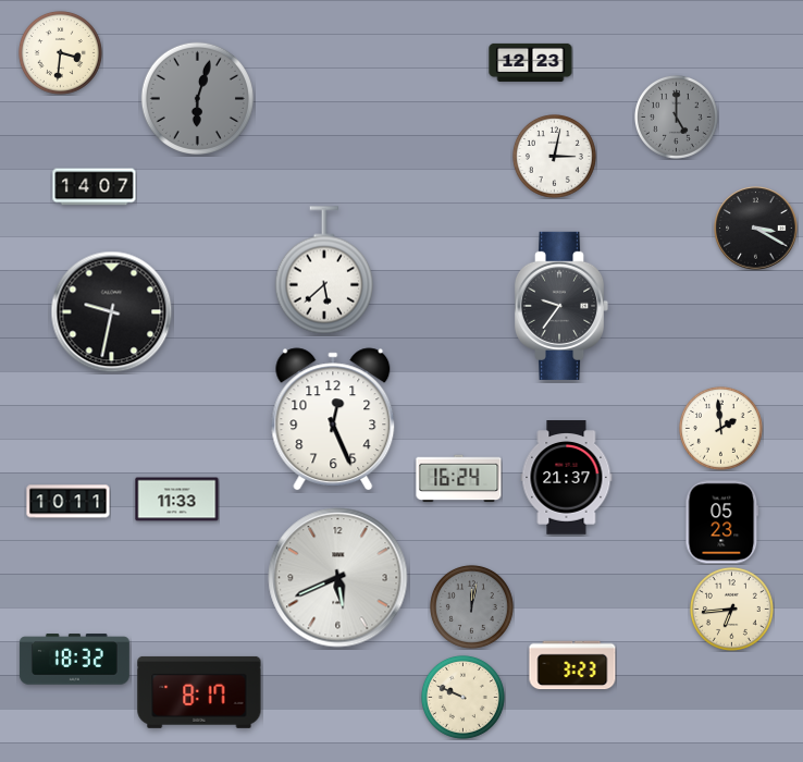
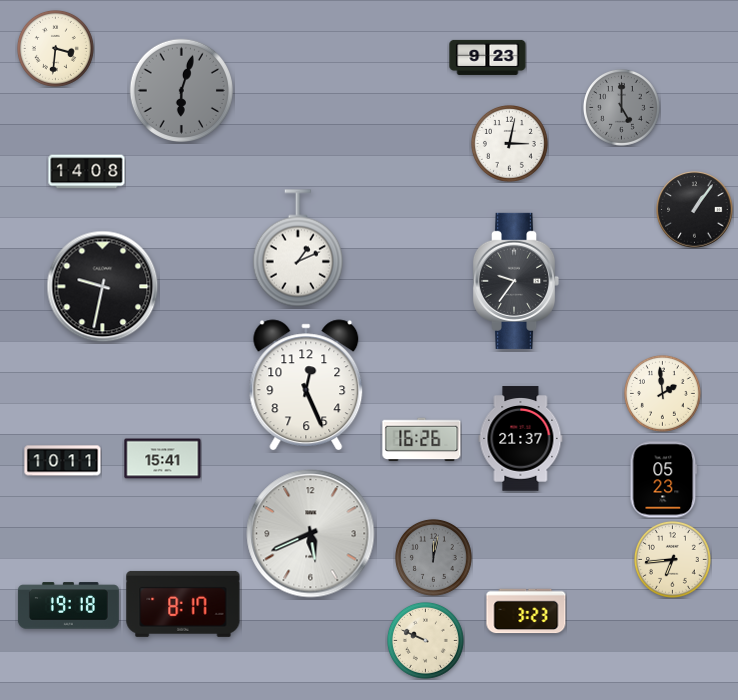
clock at (531, 62): 12:23 -> 9:23
clock at (95, 187): 14:07 -> 14:08
clock at (756, 229): 3:20 -> 1:06
clock at (324, 270): 5:38 -> 1:11
clock at (459, 479): 16:24 -> 16:26
clock at (177, 500): 11:33 -> 15:41
clock at (338, 578) position: (338, 578) -> (311, 534)
clock at (74, 660): 18:32 -> 19:18
clock at (199, 692) position: (199, 692) -> (183, 604)
